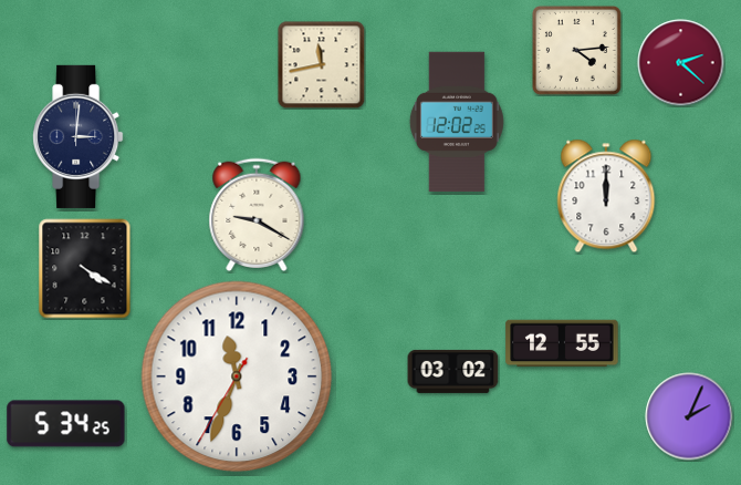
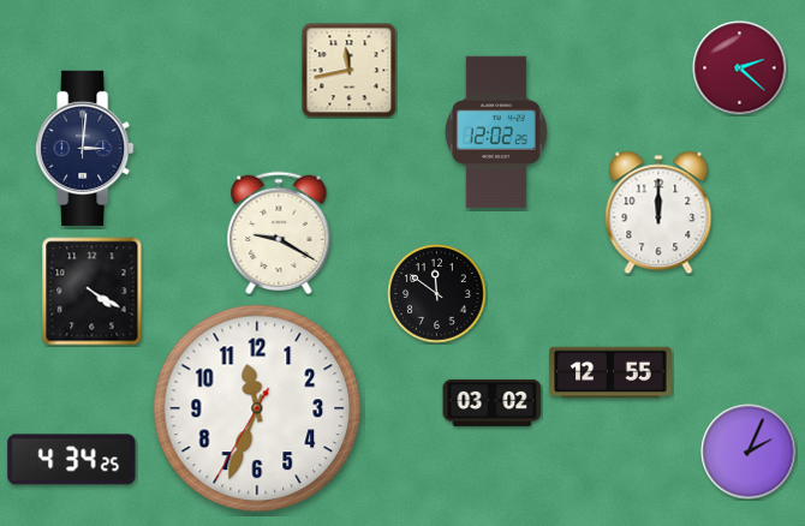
clock at (576, 50): 4:14 -> none
clock at (437, 294): none -> 11:51
clock at (66, 424): 5:34 -> 4:34
